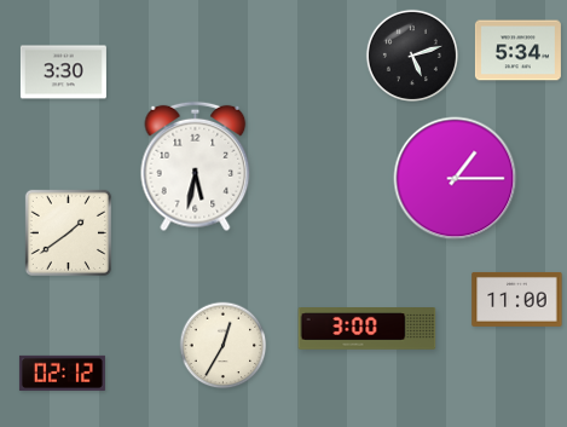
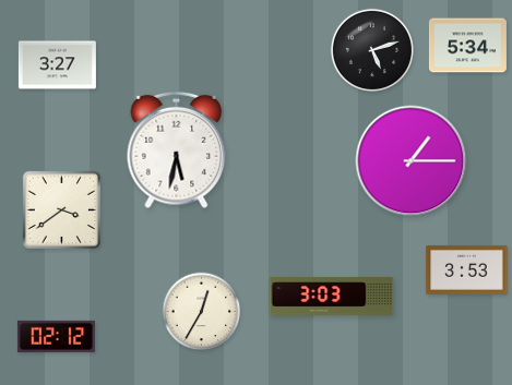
clock at (63, 73): 3:30 -> 3:27
clock at (68, 232): 1:39 -> 3:39
clock at (517, 299): 11:00 -> 3:53
clock at (368, 329): 3:00 -> 3:03
